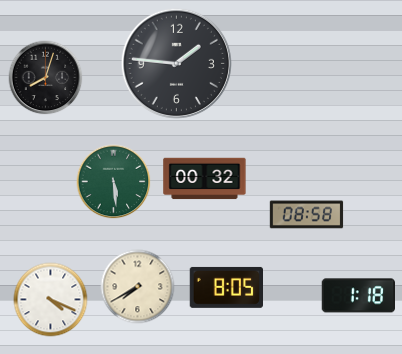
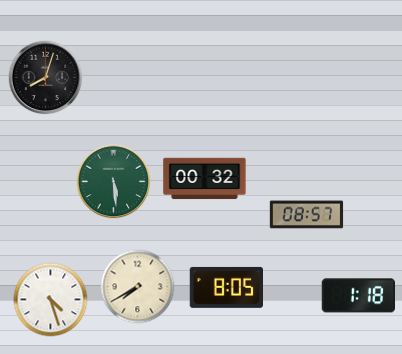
clock at (176, 63): 1:46 -> none
clock at (307, 215): 08:58 -> 08:57
clock at (51, 300): 4:19 -> 4:27
